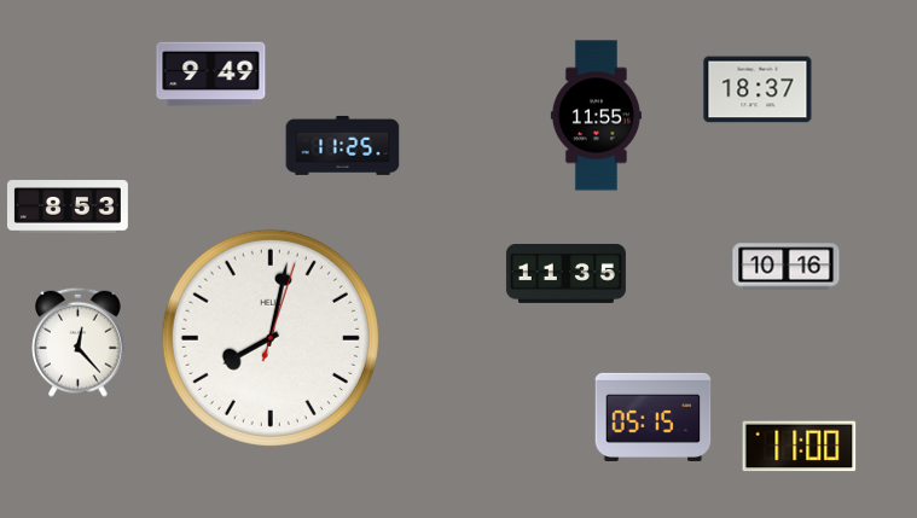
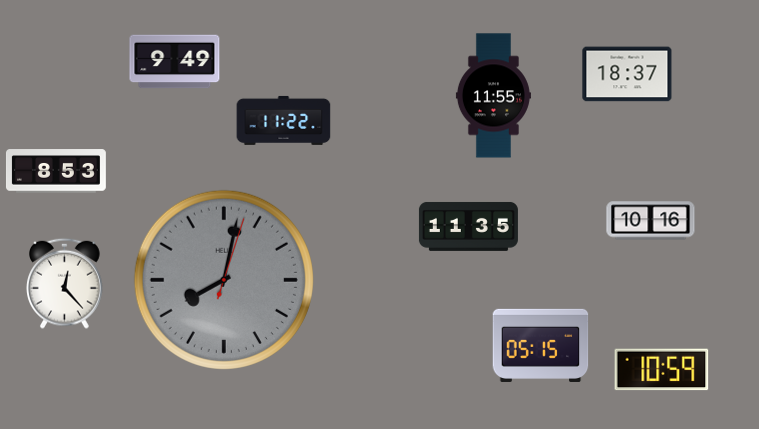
clock at (343, 145): 11:25 -> 11:22
clock at (271, 338) dial: white -> grey
clock at (800, 447): 11:00 -> 10:59
